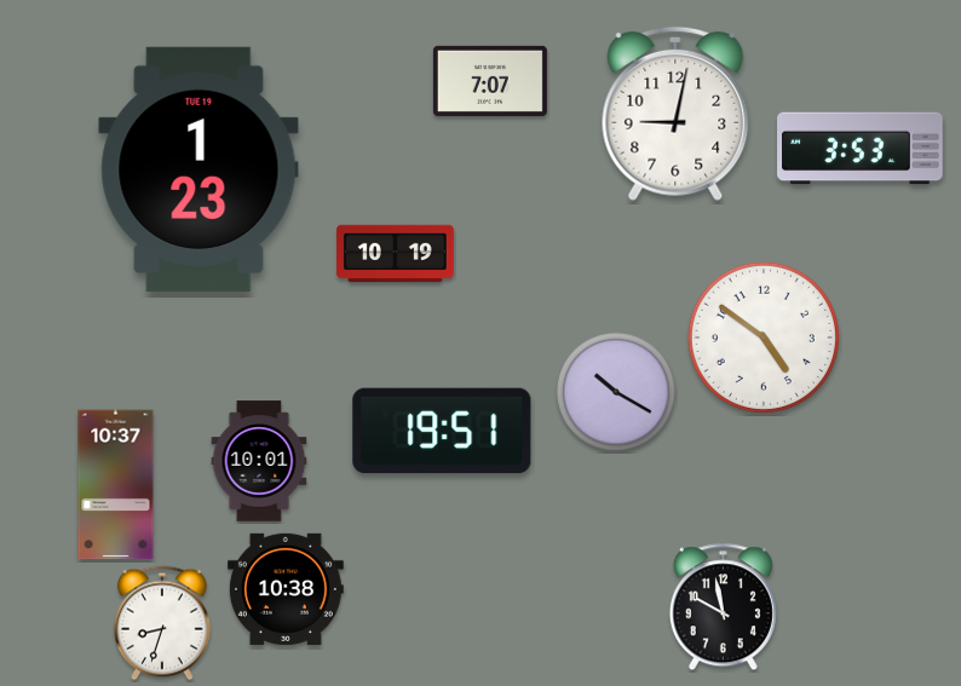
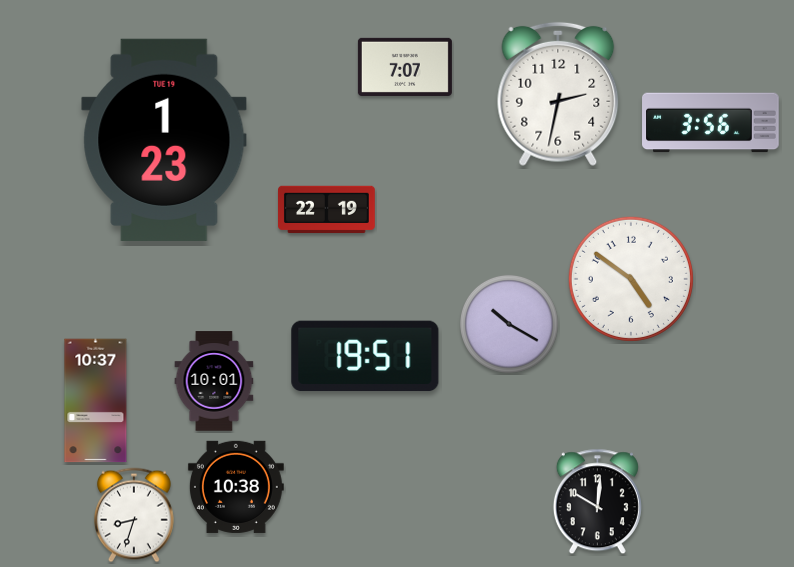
clock at (675, 114): 9:02 -> 2:32
clock at (861, 149): 3:53 -> 3:56
clock at (396, 254): 10:19 -> 22:19
clock at (723, 607): 9:58 -> 10:01
